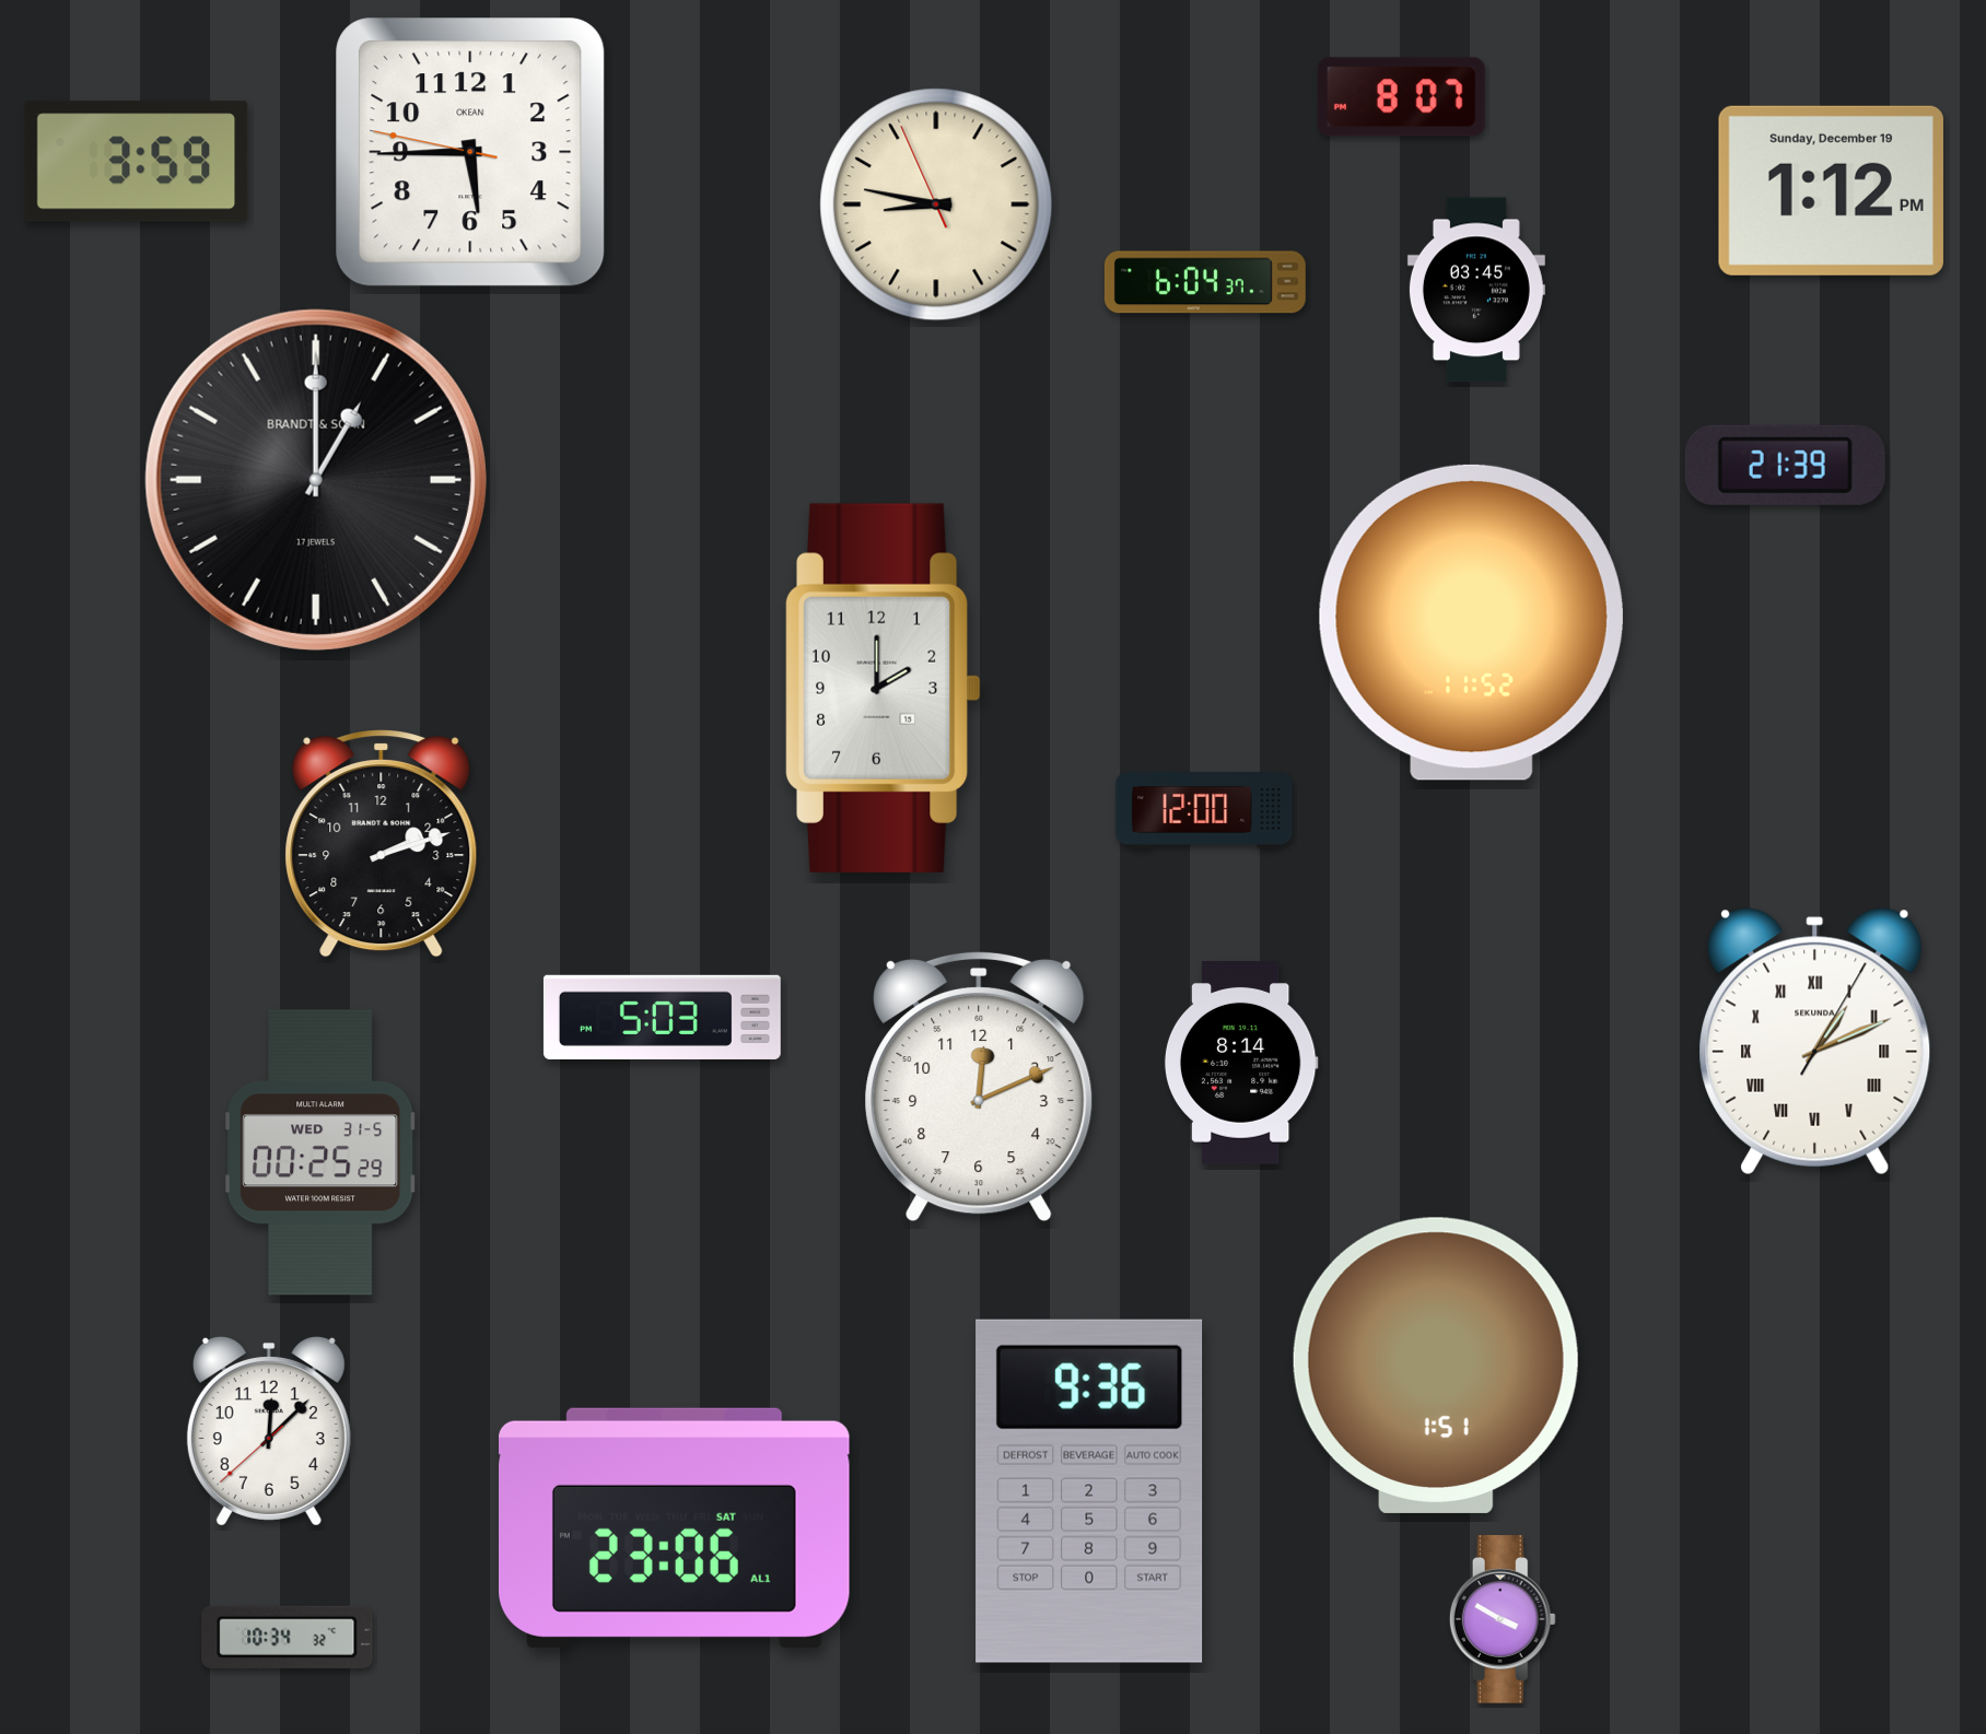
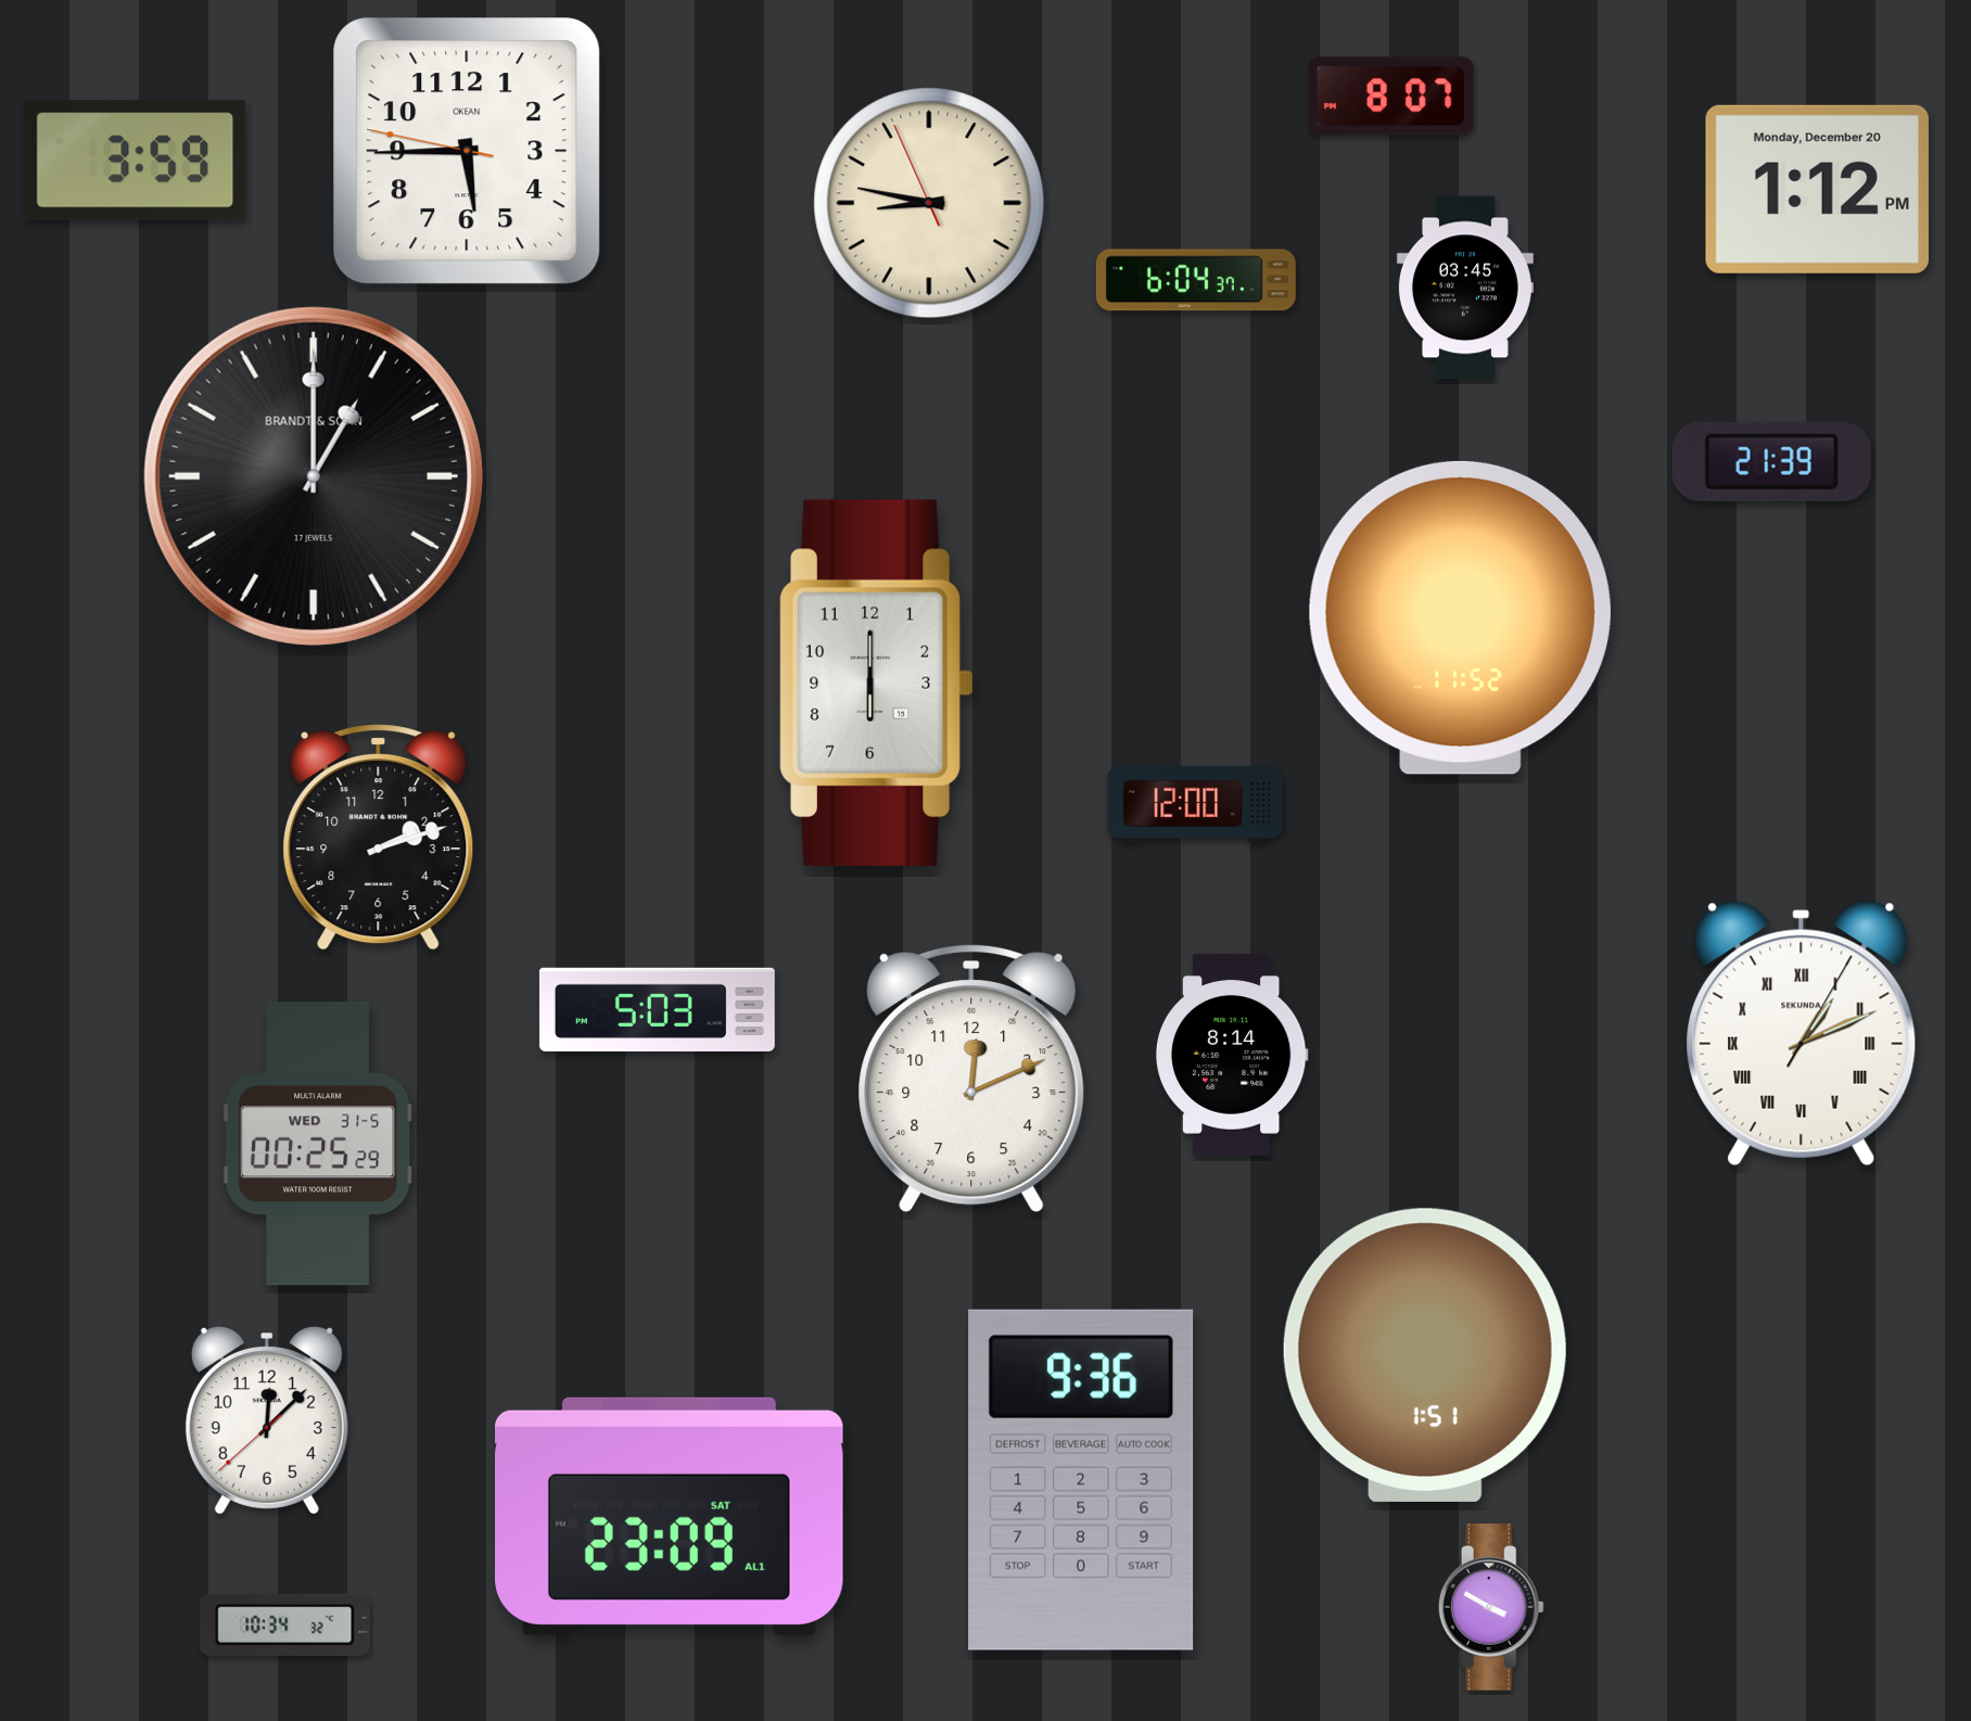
clock at (1831, 190) date: Sunday, December 19 -> Monday, December 20
clock at (883, 688): 2:00 -> 6:00
clock at (675, 1527): 23:06 -> 23:09
